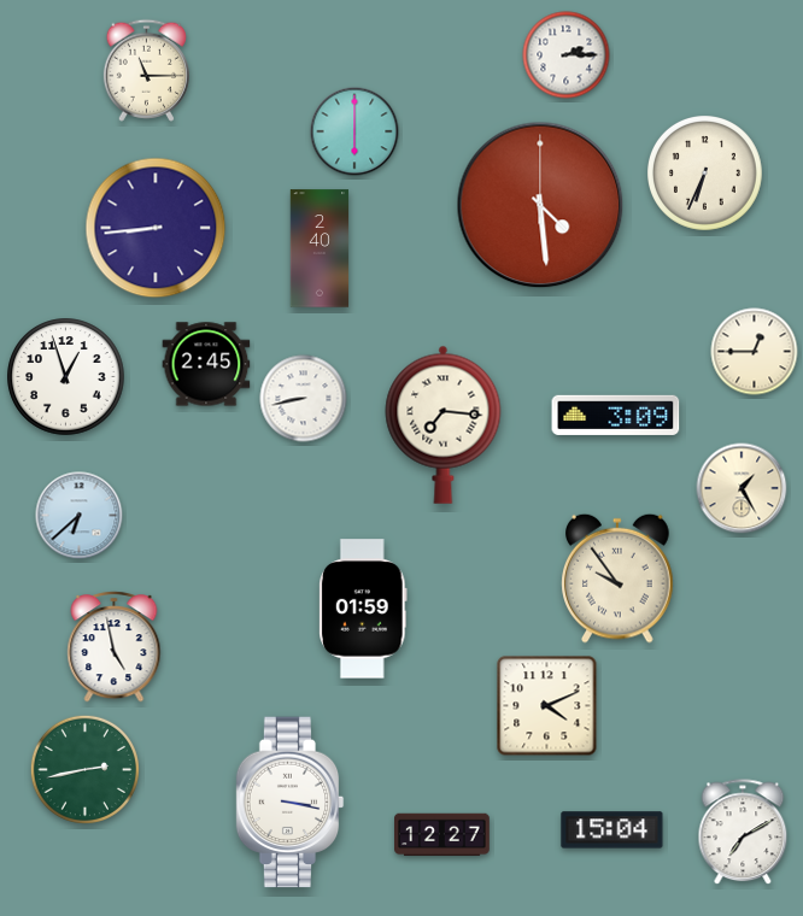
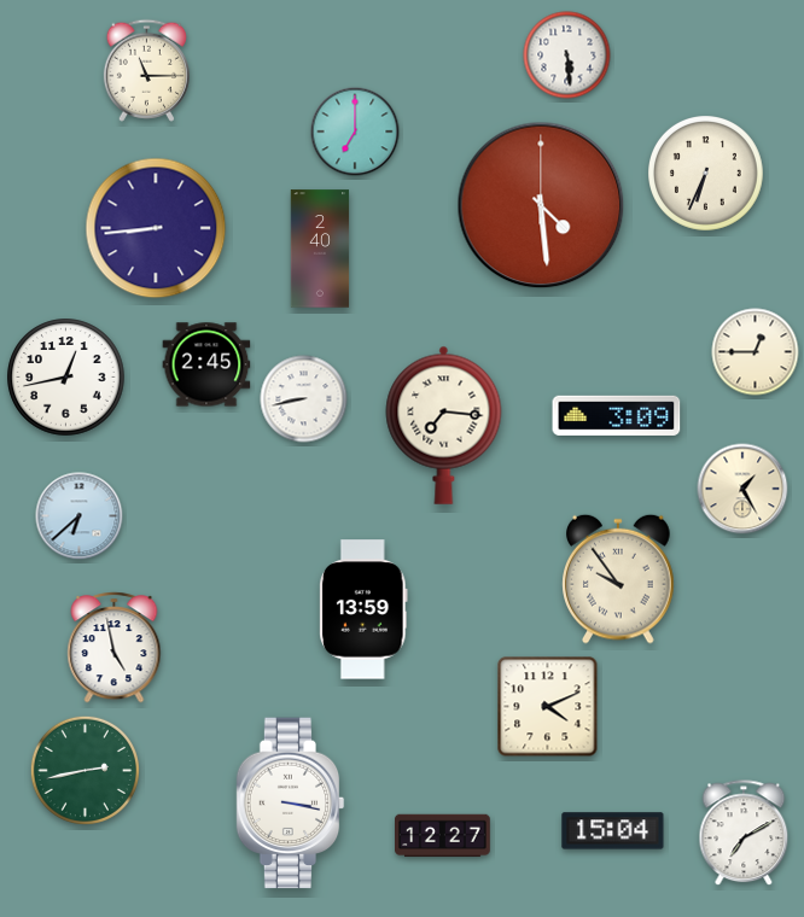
clock at (567, 55): 2:15 -> 5:29
clock at (354, 131): 6:00 -> 7:00
clock at (66, 377): 12:57 -> 12:43
clock at (364, 609): 01:59 -> 13:59
